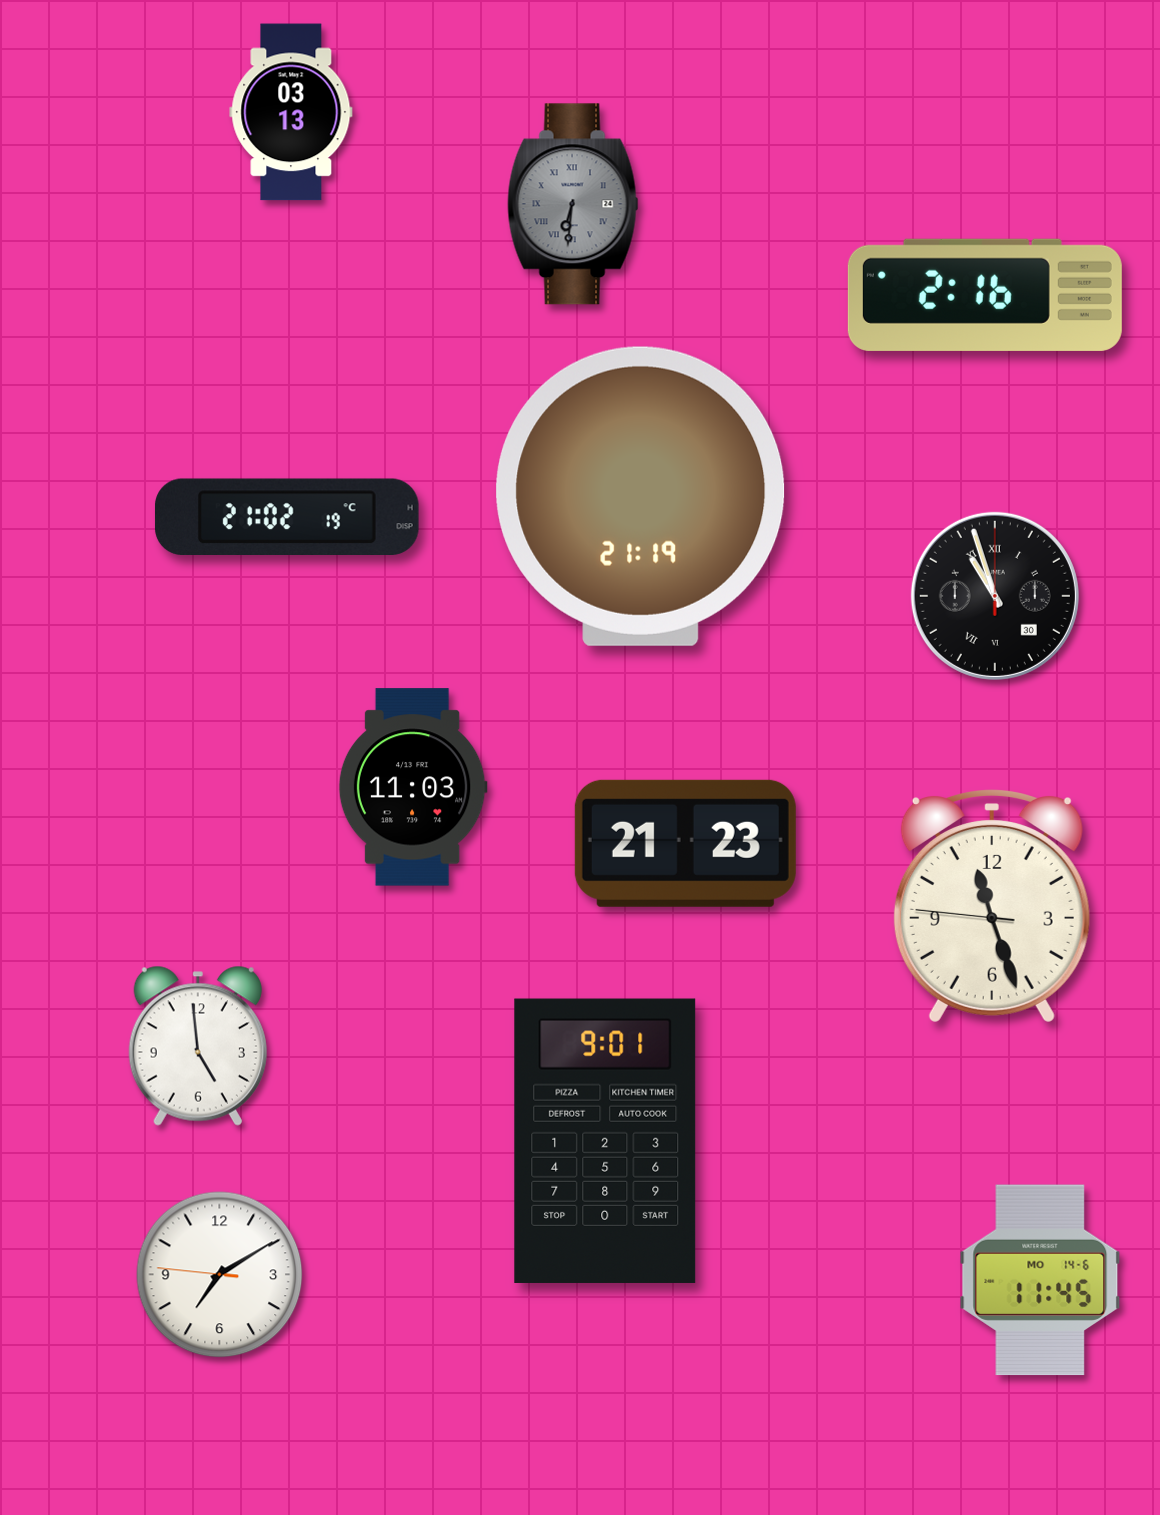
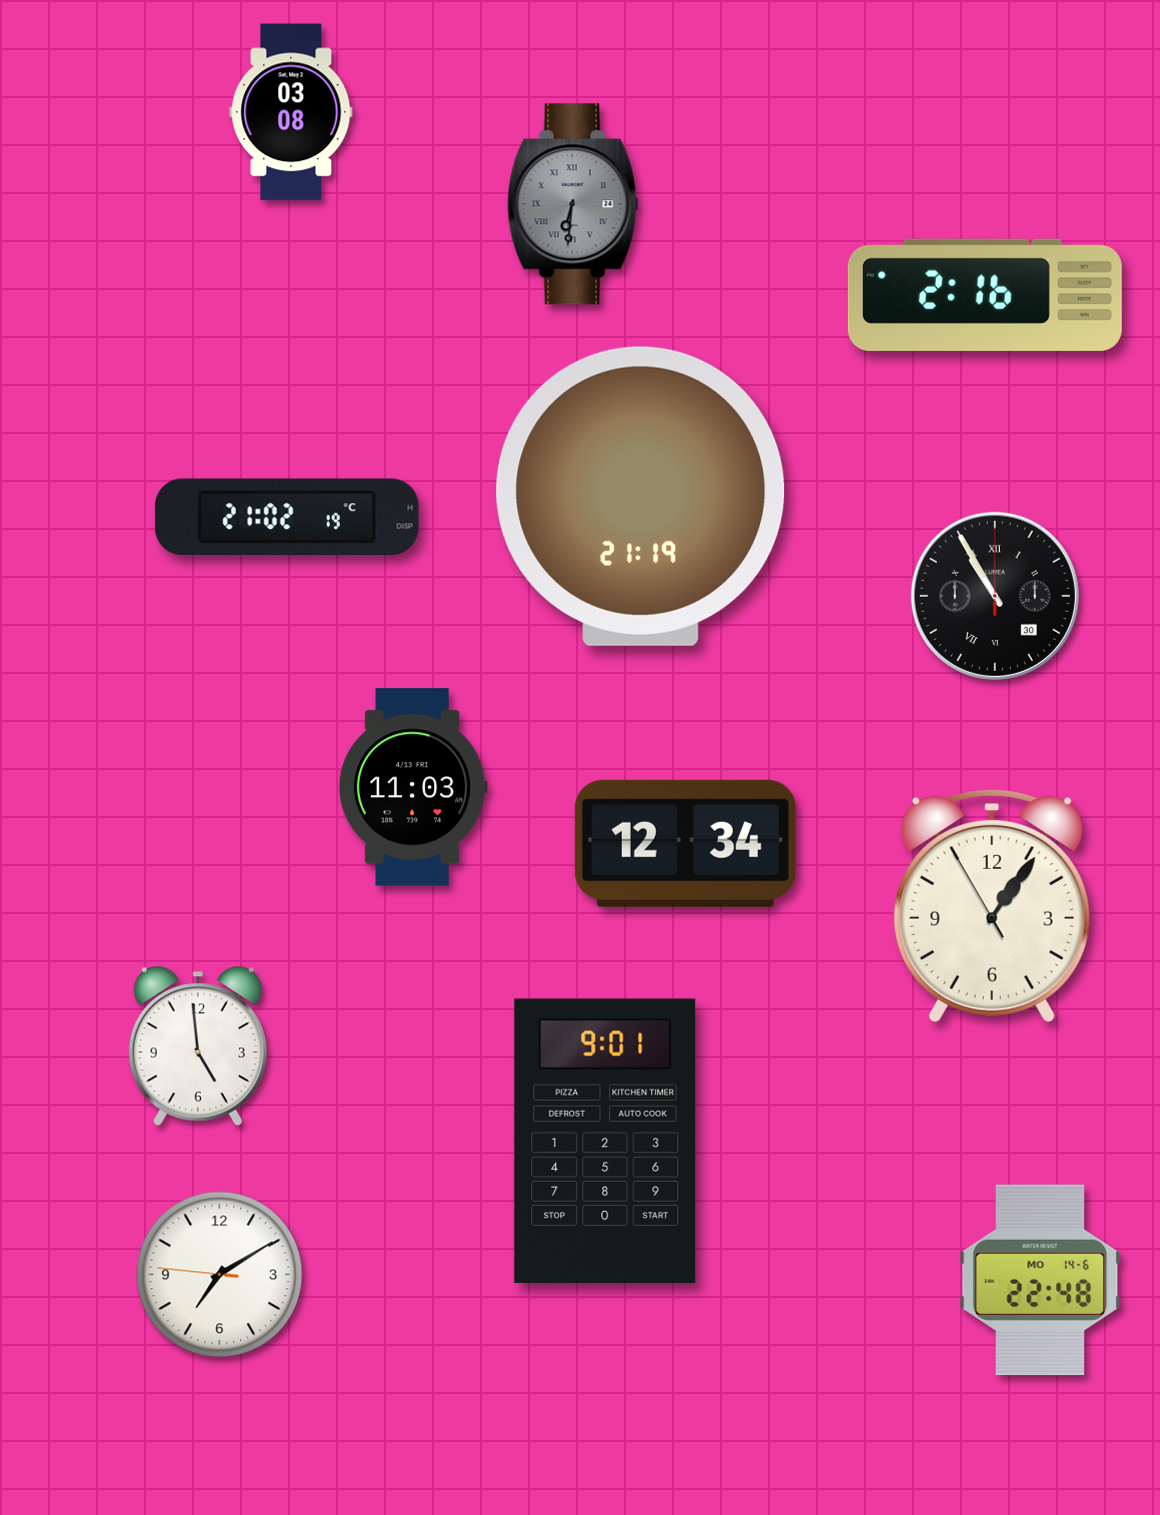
clock at (291, 112): 03:13 -> 03:08
clock at (995, 596): 10:57 -> 10:55
clock at (685, 843): 21:23 -> 12:34
clock at (992, 906): 11:26 -> 1:05
clock at (1040, 1280): 11:45 -> 22:48
